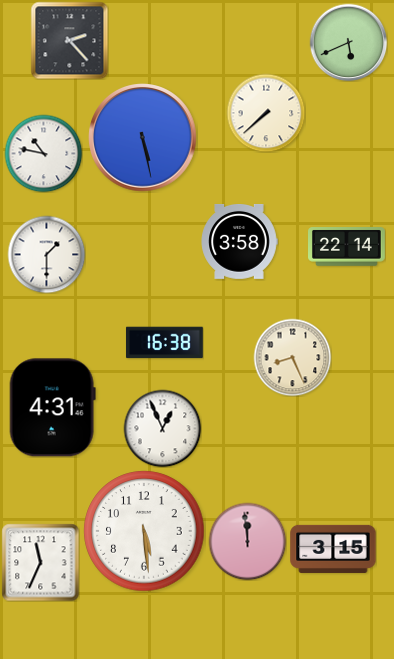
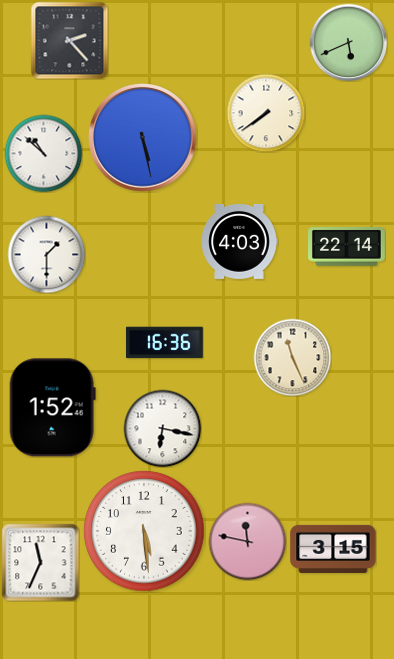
clock at (266, 113): 7:38 -> 7:39
clock at (43, 153): 10:47 -> 10:52
clock at (239, 242): 3:58 -> 4:03
clock at (164, 343): 16:38 -> 16:36
clock at (292, 357): 8:26 -> 11:26
clock at (52, 408): 4:31 -> 1:52
clock at (162, 428): 12:56 -> 6:17
clock at (247, 541): 11:59 -> 11:47
